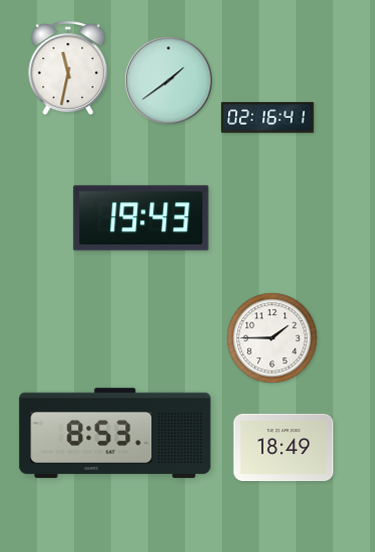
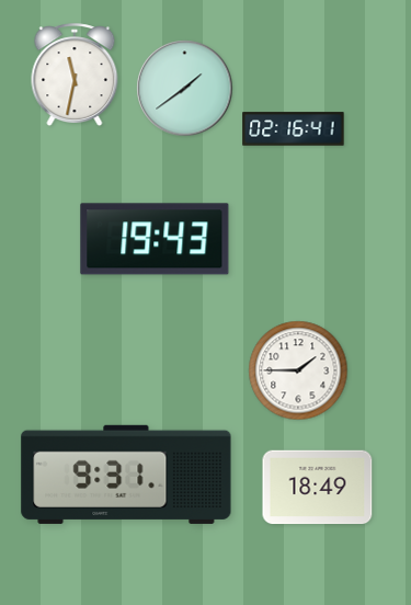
clock at (115, 433): 8:53 -> 9:31
clock at (284, 448) position: (284, 448) -> (318, 488)
